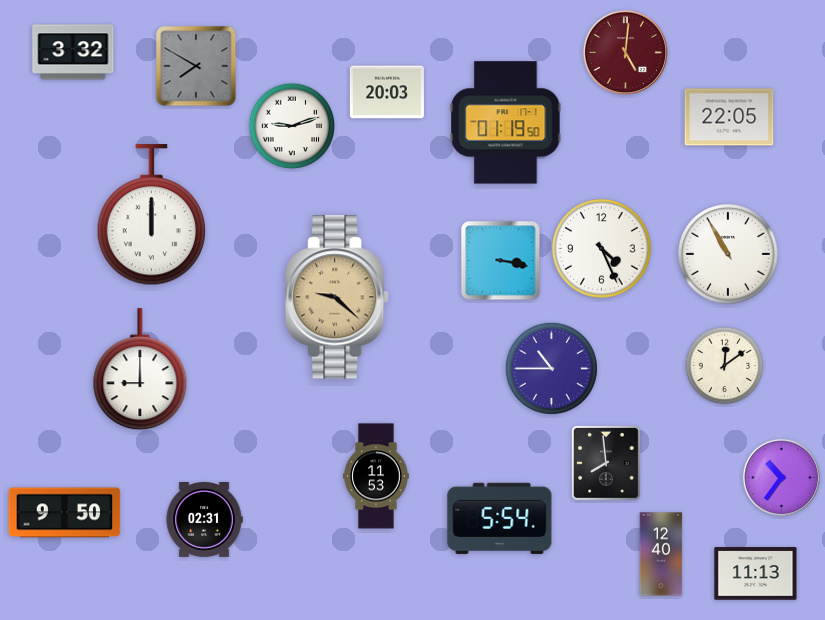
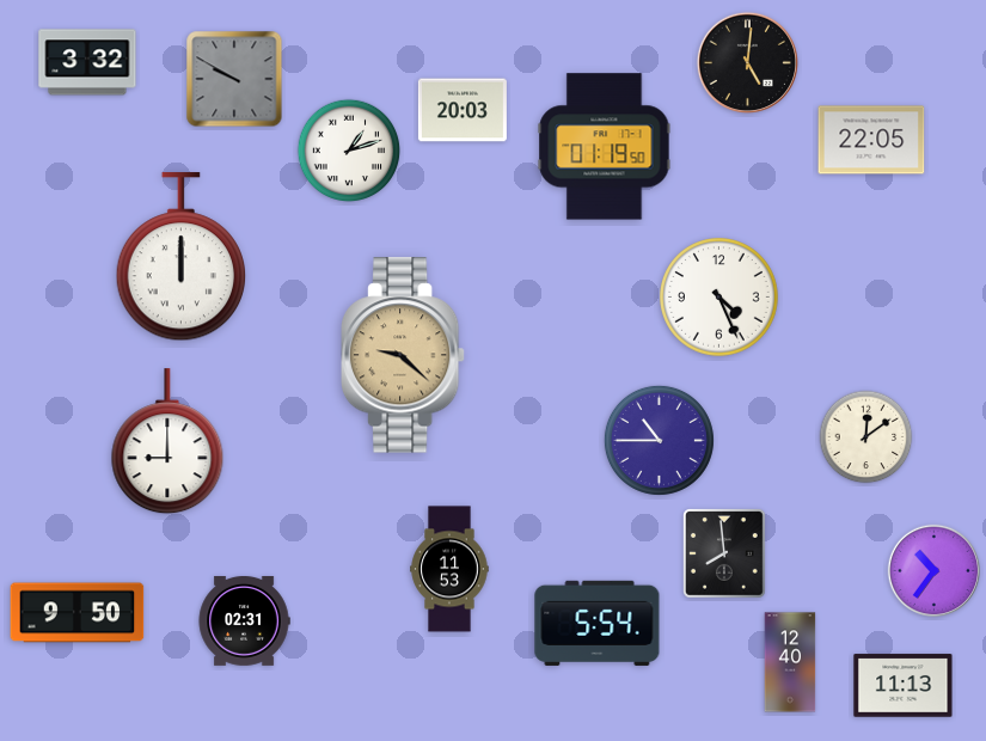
clock at (625, 52) dial: burgundy -> black
clock at (196, 66): 7:50 -> 9:50
clock at (292, 126): 9:12 -> 1:12
clock at (728, 254): 10:55 -> none
clock at (501, 261): 3:17 -> none
clock at (500, 518) position: (500, 518) -> (598, 623)
